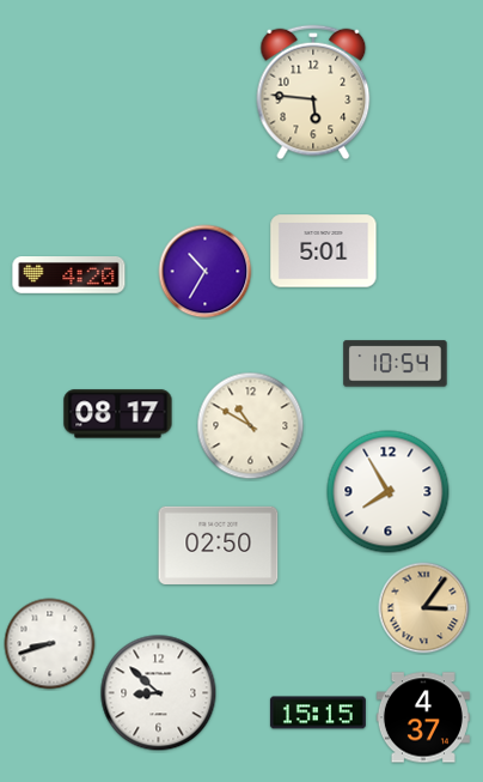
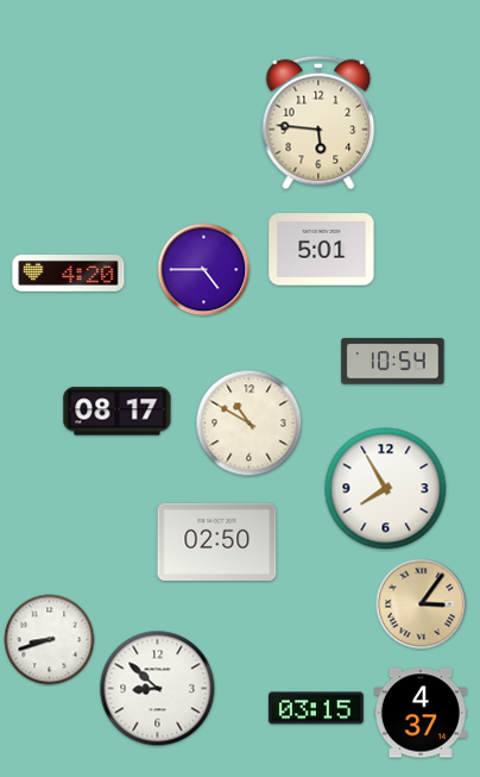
clock at (313, 92) position: (313, 92) -> (318, 123)
clock at (206, 272): 10:35 -> 4:45
clock at (318, 713): 15:15 -> 03:15
